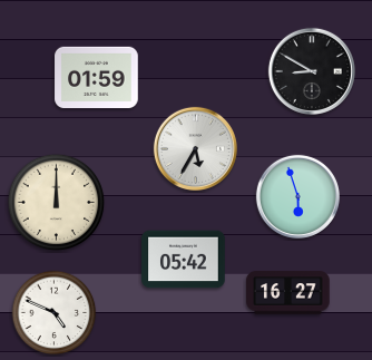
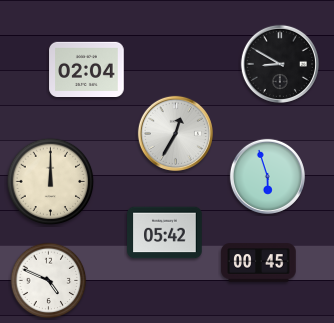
clock at (97, 77): 01:59 -> 02:04
clock at (195, 148): 5:35 -> 12:35
clock at (288, 293): 16:27 -> 00:45
